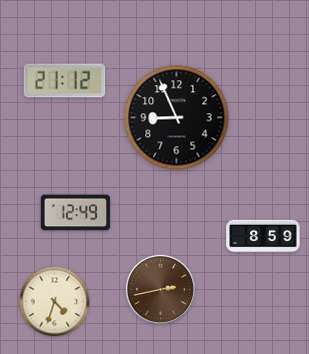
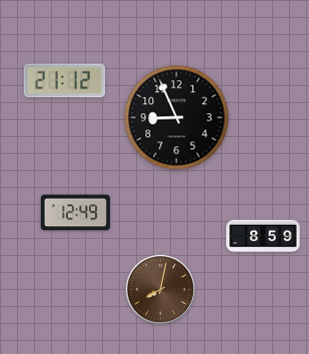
clock at (160, 289): 2:43 -> 8:02
clock at (55, 302): 4:33 -> none
